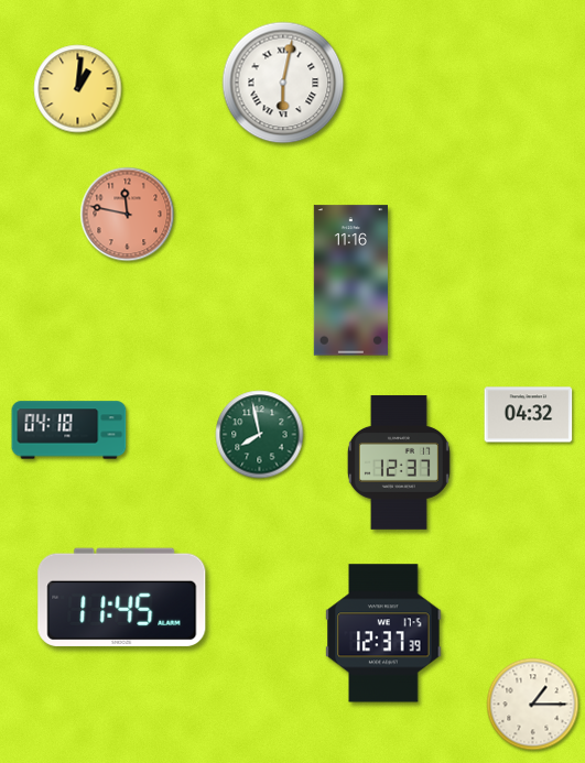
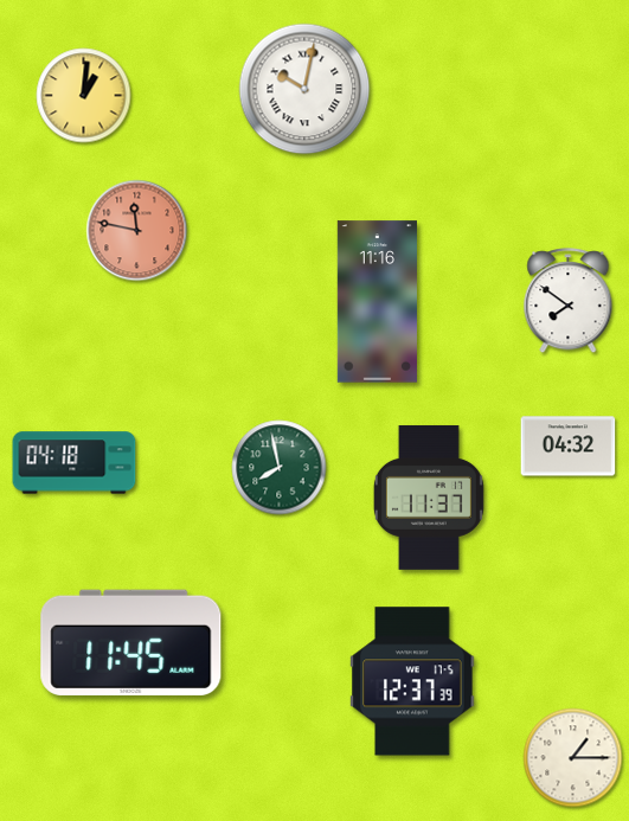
clock at (283, 83): 6:02 -> 10:02
clock at (569, 301): none -> 7:51
clock at (399, 462): 12:37 -> 11:37
